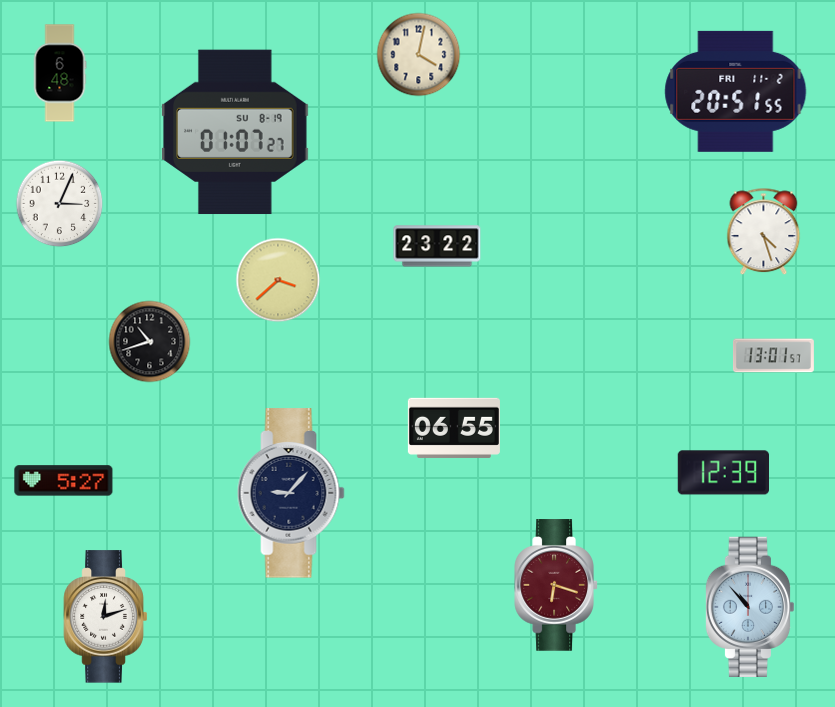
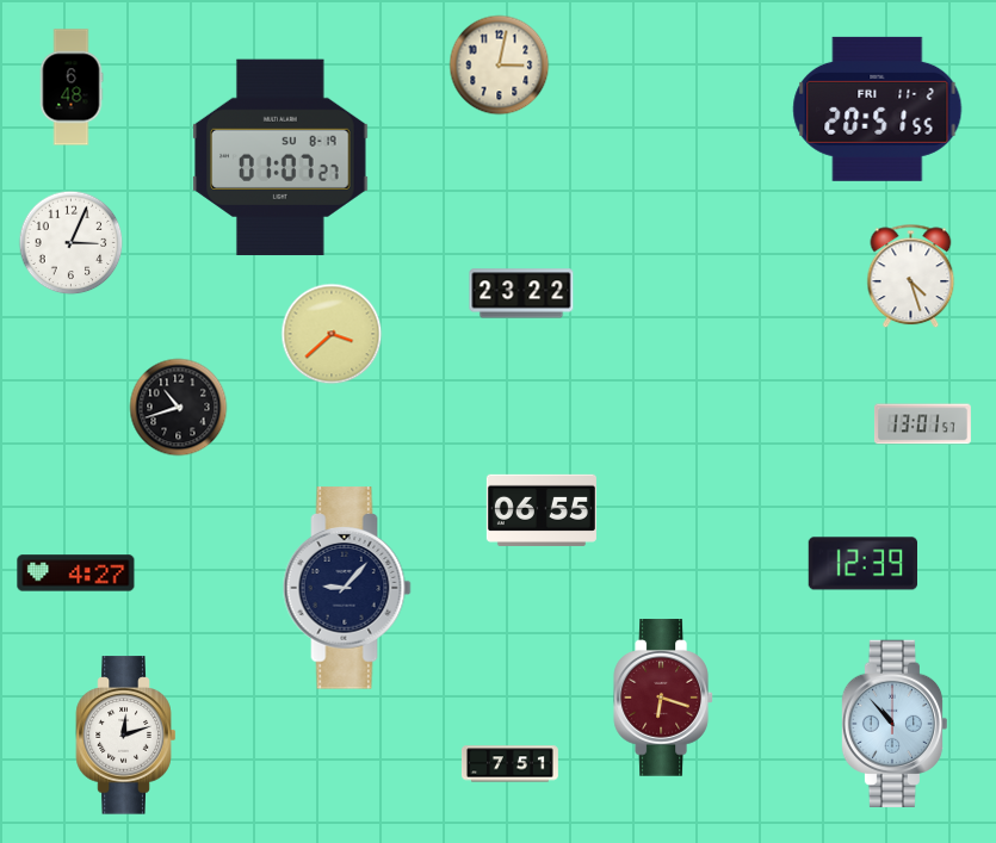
clock at (419, 55): 4:02 -> 3:02
clock at (64, 481): 5:27 -> 4:27
clock at (509, 764): none -> 7:51
